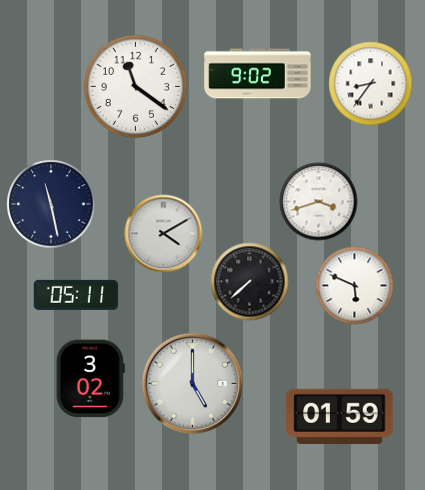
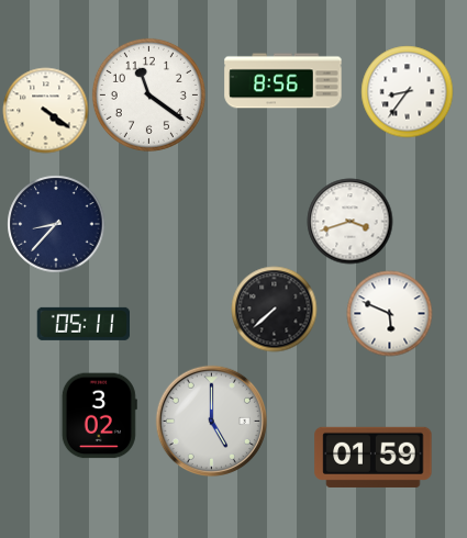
clock at (258, 74): 9:02 -> 8:56
clock at (45, 110): none -> 4:21
clock at (51, 204): 11:28 -> 8:37
clock at (163, 233): 4:10 -> none
